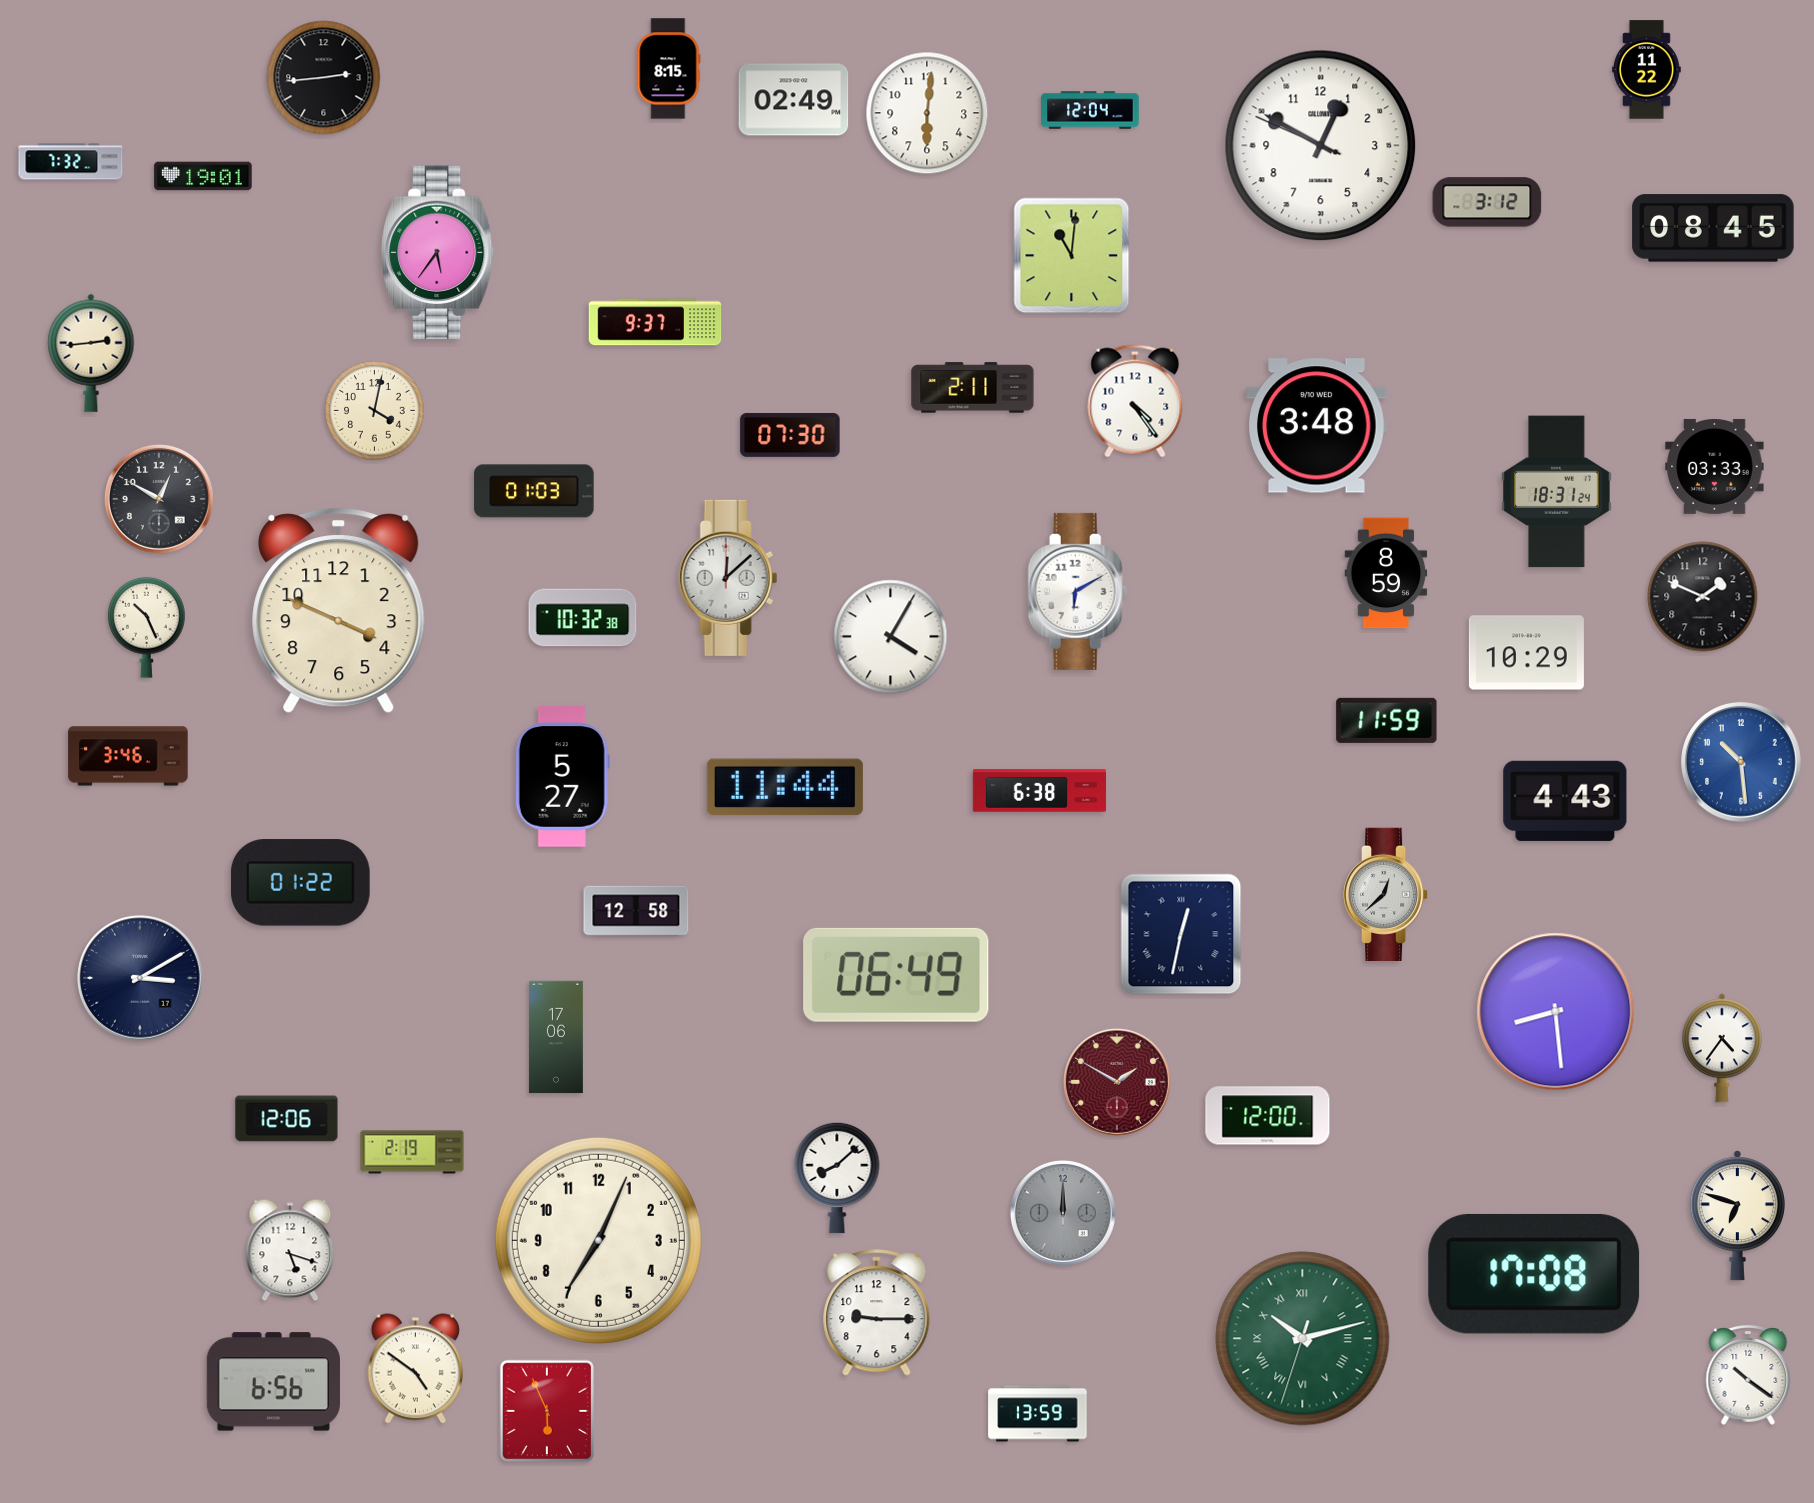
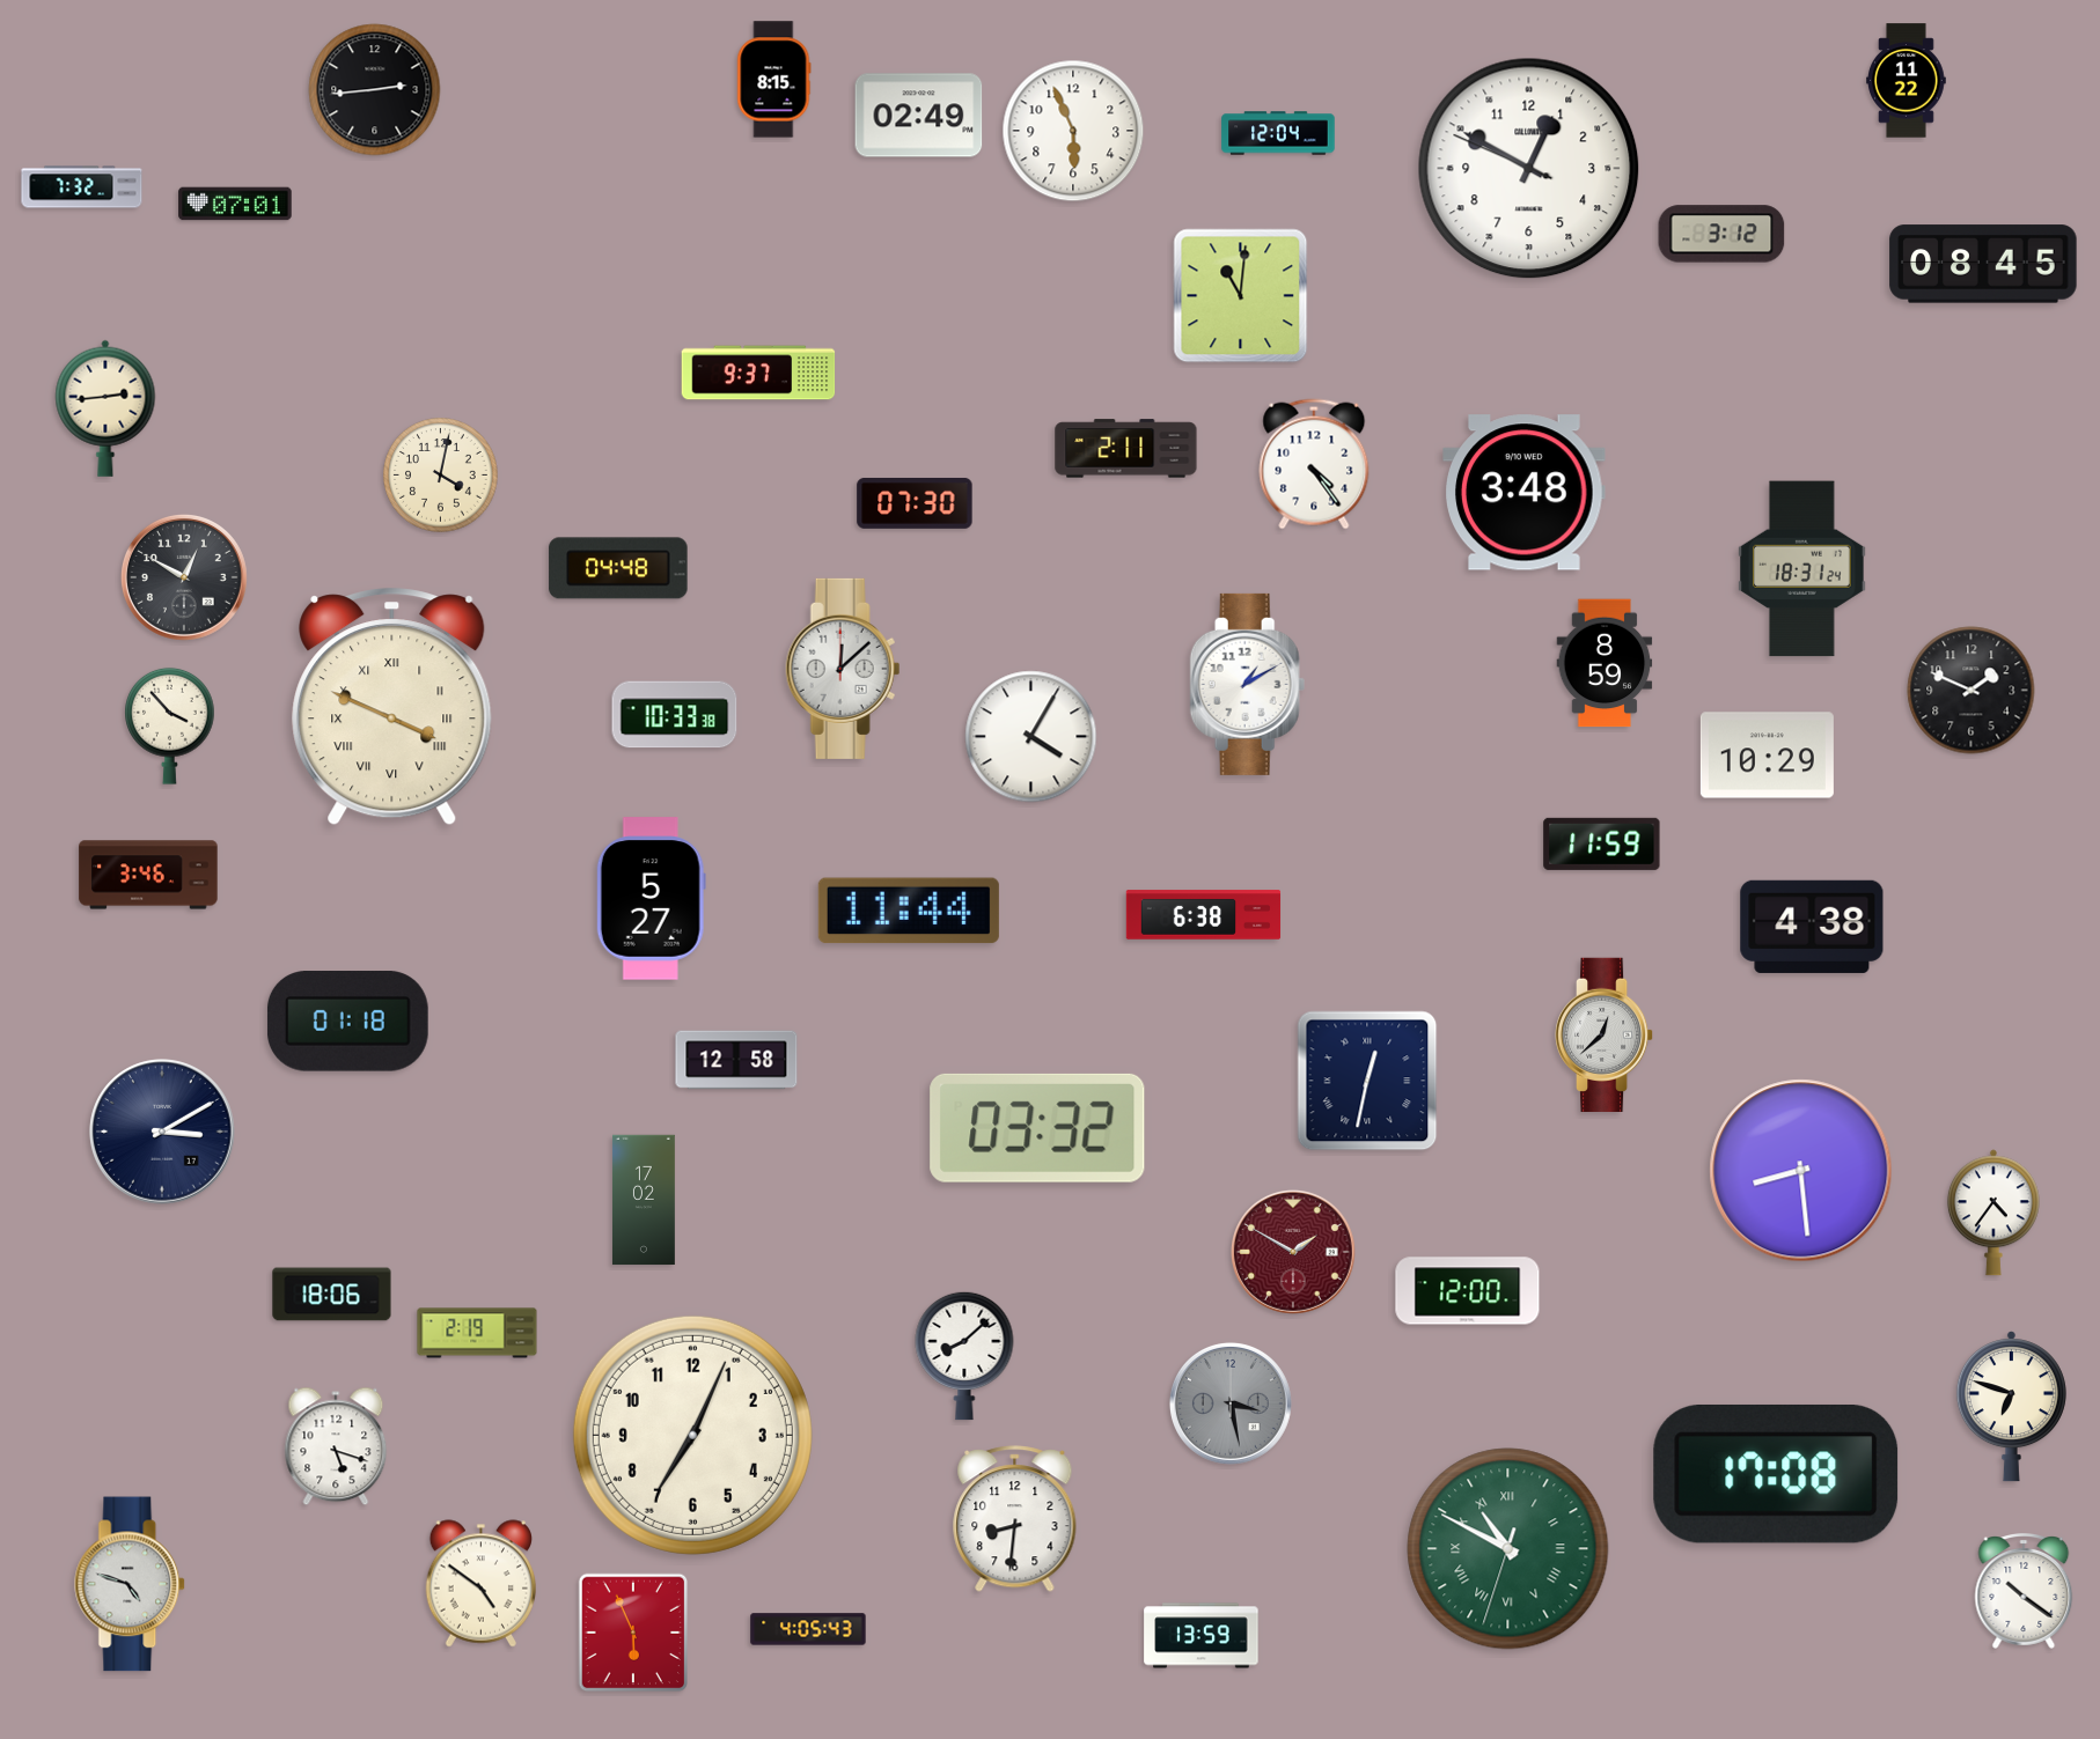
clock at (1090, 110) position: (1090, 110) -> (1278, 133)
clock at (927, 113): 6:01 -> 5:56
clock at (203, 176): 19:01 -> 07:01
clock at (438, 253): 5:36 -> none
clock at (375, 411) position: (375, 411) -> (441, 476)
clock at (1715, 466): 03:33 -> none
clock at (534, 491): 01:03 -> 04:48
clock at (1078, 591): 6:10 -> 1:10
clock at (339, 611) numerals: Arabic -> Roman
clock at (583, 618): 10:32 -> 10:33
clock at (147, 627): 10:26 -> 3:53
clock at (1387, 720) position: (1387, 720) -> (1602, 843)
clock at (1741, 762): 10:29 -> none
clock at (1565, 801): 4:43 -> 4:38
clock at (300, 883): 01:22 -> 01:18
clock at (636, 911) position: (636, 911) -> (736, 1060)
clock at (896, 975): 06:49 -> 03:32
clock at (556, 1037): 17:06 -> 17:02
clock at (287, 1119): 12:06 -> 18:06
clock at (837, 1178) position: (837, 1178) -> (964, 1356)
clock at (1063, 1213): 12:00 -> 3:28
clock at (877, 1313): 9:15 -> 8:31
clock at (1303, 1339): 10:12 -> 10:49
clock at (131, 1584): none -> 4:48
clock at (273, 1382): 6:56 -> none
clock at (808, 1629): none -> 4:05
